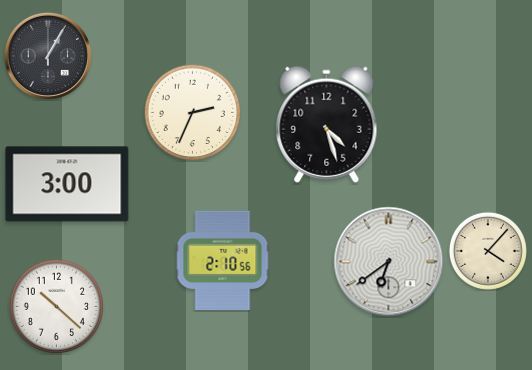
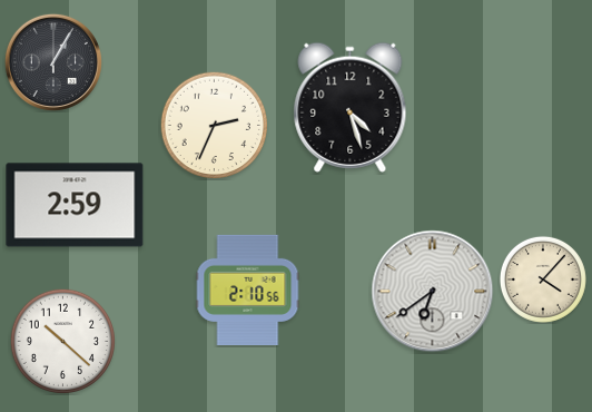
clock at (327, 124) position: (327, 124) -> (351, 107)
clock at (67, 184): 3:00 -> 2:59
